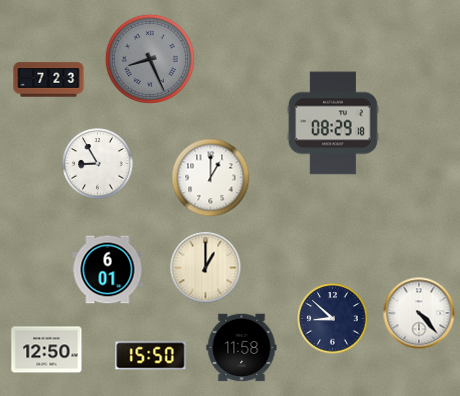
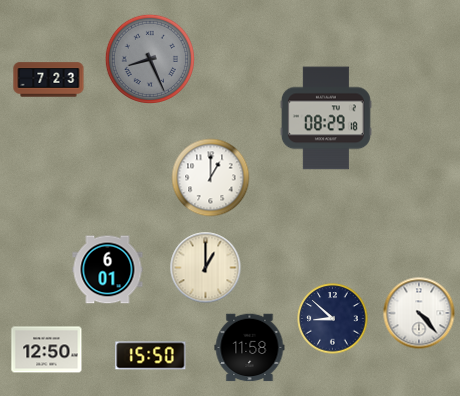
clock at (333, 123) position: (333, 123) -> (326, 118)
clock at (98, 164): 8:55 -> none
clock at (242, 348) position: (242, 348) -> (250, 348)
